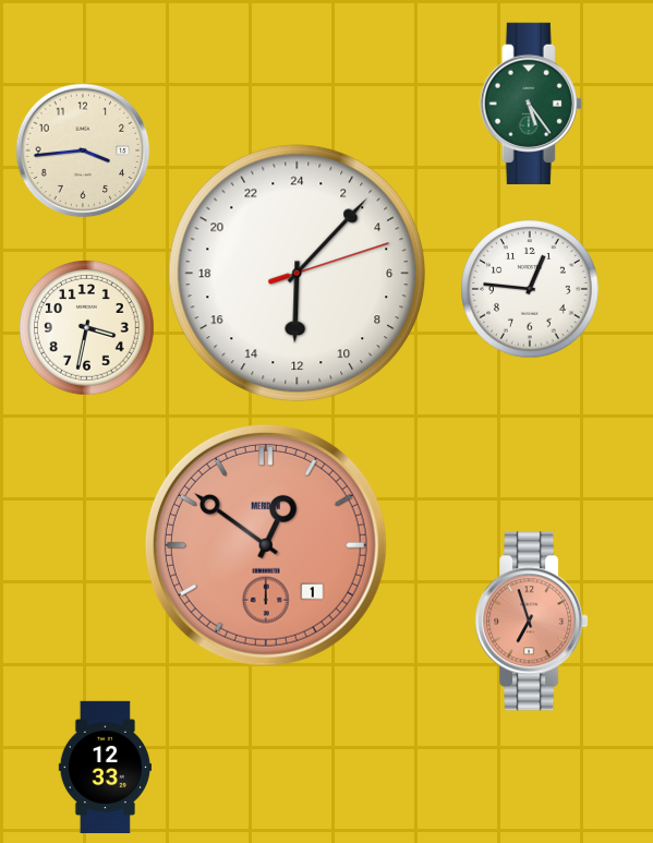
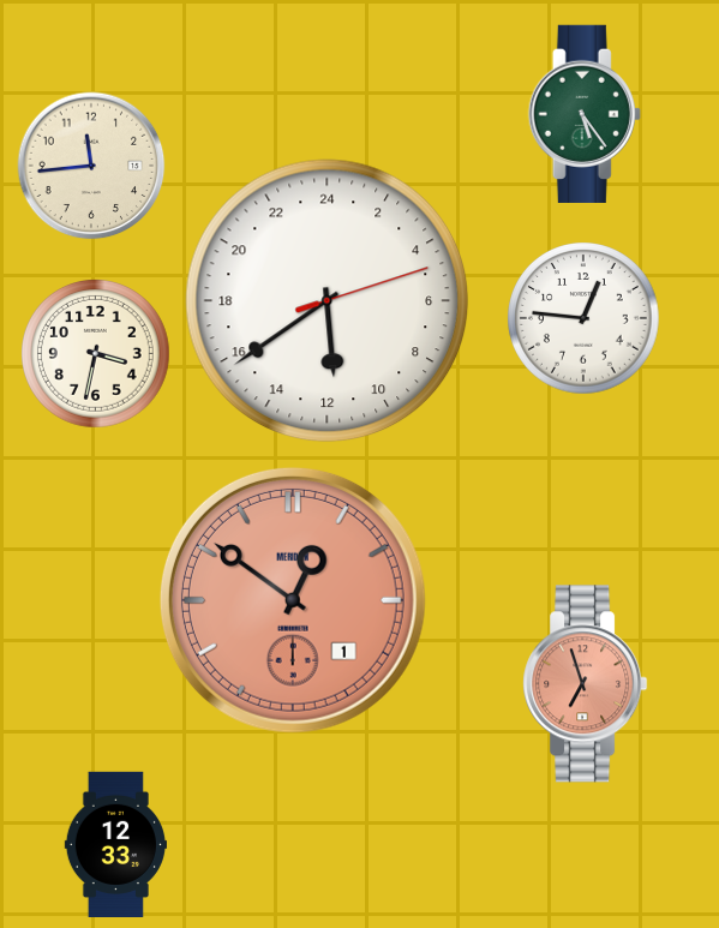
clock at (83, 150): 3:44 -> 11:44
clock at (298, 274): 12:07 -> 11:39
clock at (87, 328) position: (87, 328) -> (96, 354)
